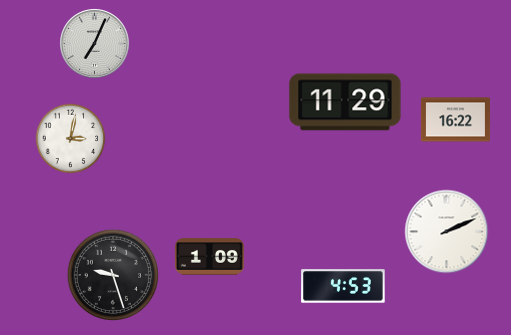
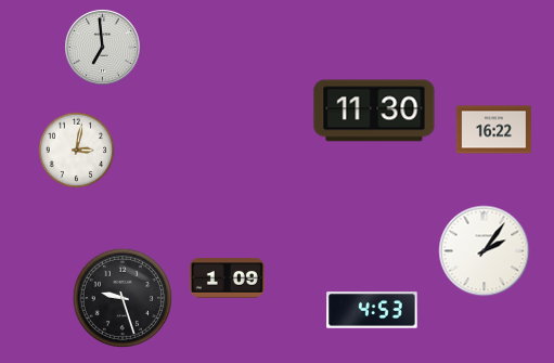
clock at (95, 44): 7:04 -> 6:59
clock at (345, 102): 11:29 -> 11:30
clock at (447, 232): 2:11 -> 2:06
